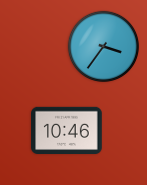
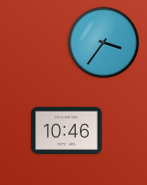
clock at (103, 46) position: (103, 46) -> (103, 42)
